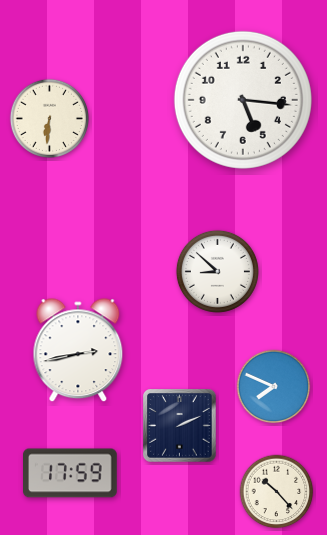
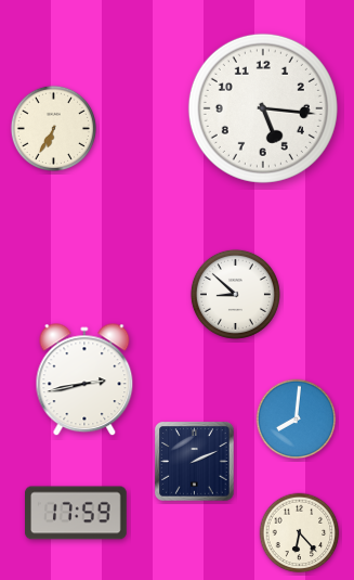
clock at (49, 118): 6:31 -> 6:35
clock at (274, 387): 7:49 -> 8:01
clock at (277, 492): 10:23 -> 6:23
